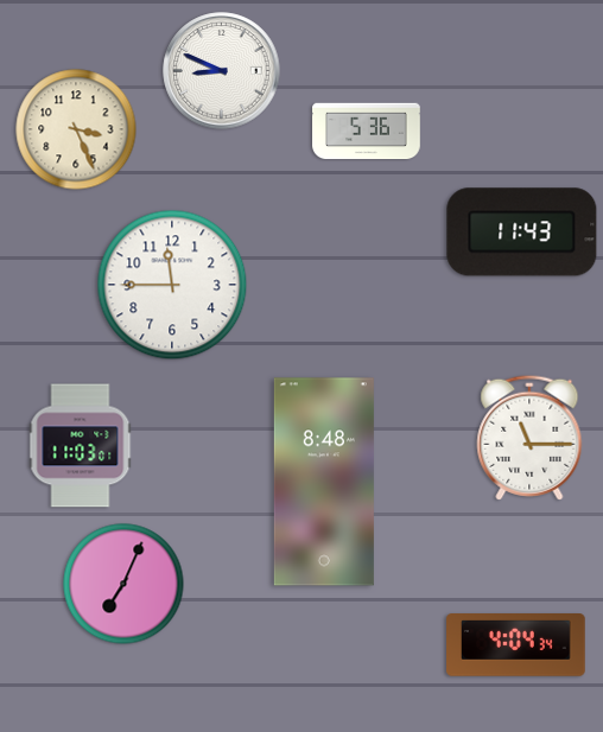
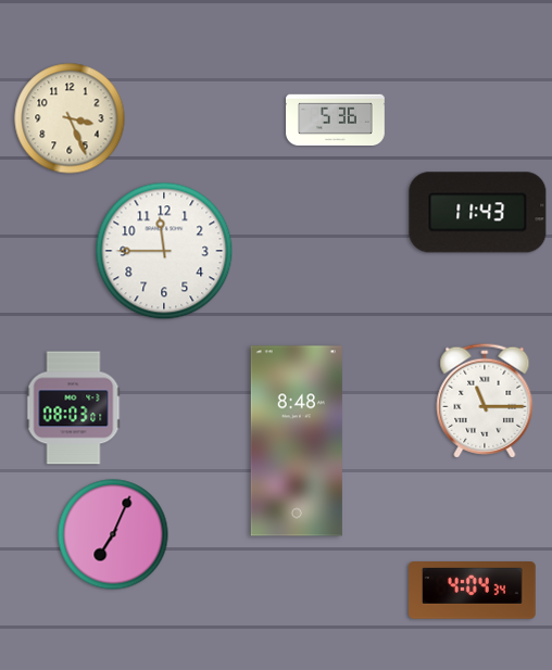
clock at (222, 71): 8:49 -> none
clock at (172, 285) position: (172, 285) -> (164, 251)
clock at (81, 446): 11:03 -> 08:03
